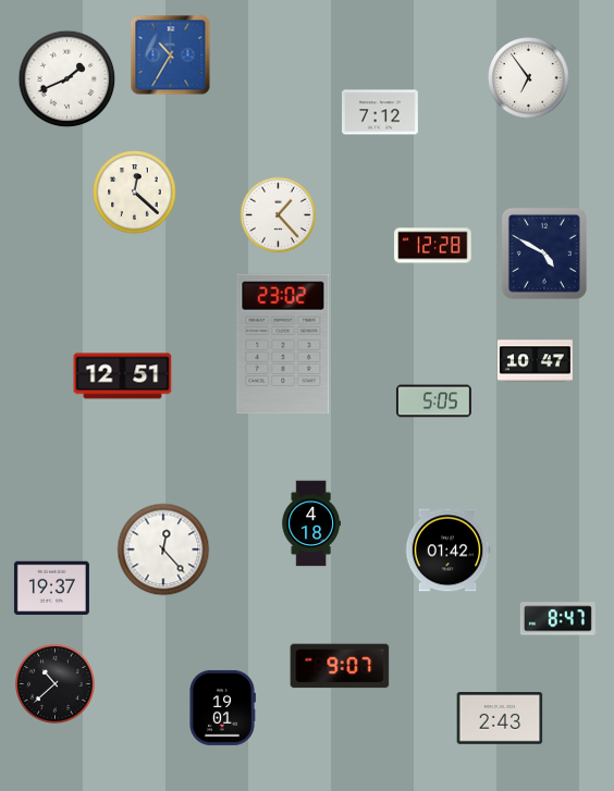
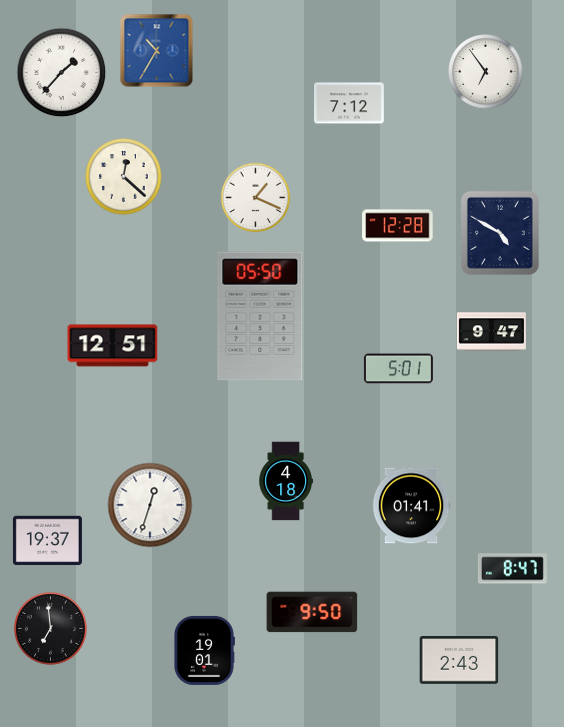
clock at (67, 79): 1:41 -> 1:37
clock at (279, 215): 1:23 -> 1:19
clock at (283, 344): 23:02 -> 05:50
clock at (535, 361): 10:47 -> 9:47
clock at (433, 401): 5:05 -> 5:01
clock at (163, 549): 12:23 -> 12:33
clock at (447, 551): 01:42 -> 01:41
clock at (340, 666): 9:07 -> 9:50
clock at (54, 683): 10:38 -> 6:59
